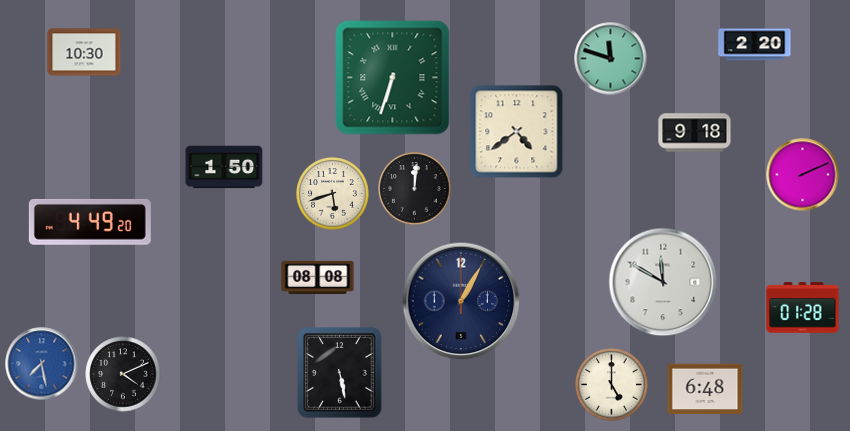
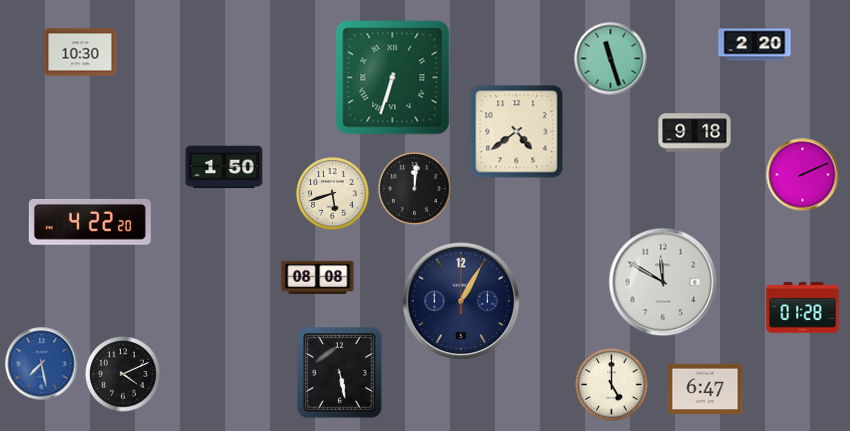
clock at (84, 52) position: (84, 52) -> (80, 52)
clock at (611, 59): 11:48 -> 11:27
clock at (90, 222): 4:49 -> 4:22
clock at (705, 389): 6:48 -> 6:47
